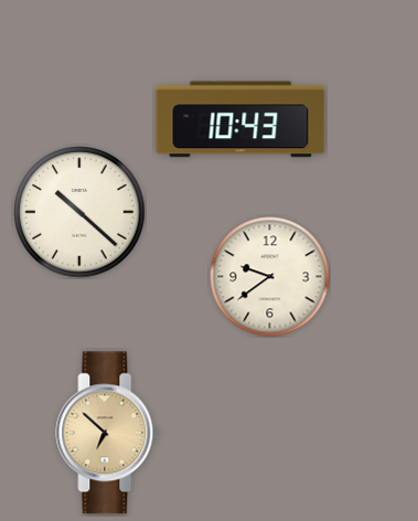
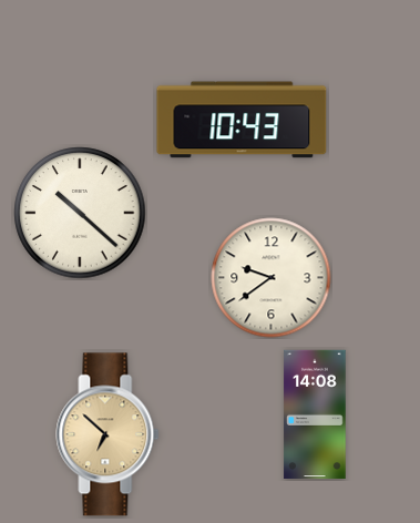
clock at (315, 414): none -> 14:08
